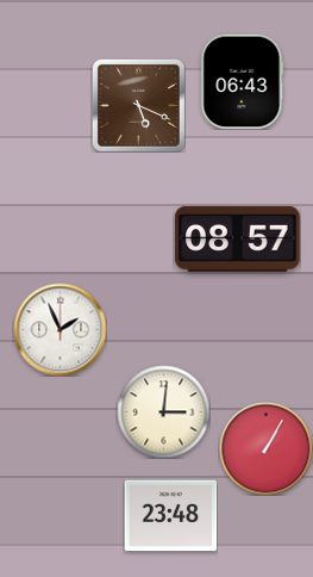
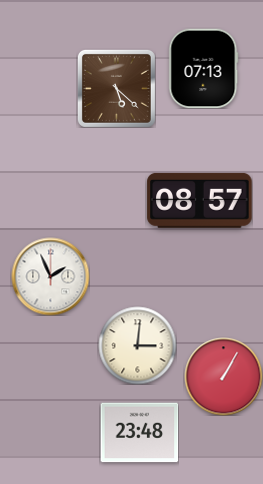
clock at (243, 81): 06:43 -> 07:13
clock at (138, 105): 5:19 -> 5:22
clock at (170, 516) position: (170, 516) -> (139, 433)
